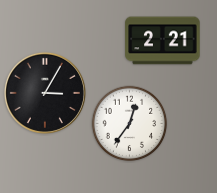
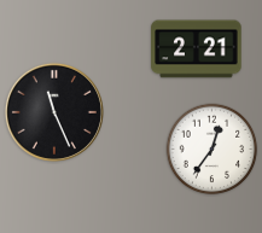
clock at (45, 93): 3:05 -> 11:26
clock at (130, 124) position: (130, 124) -> (212, 150)
